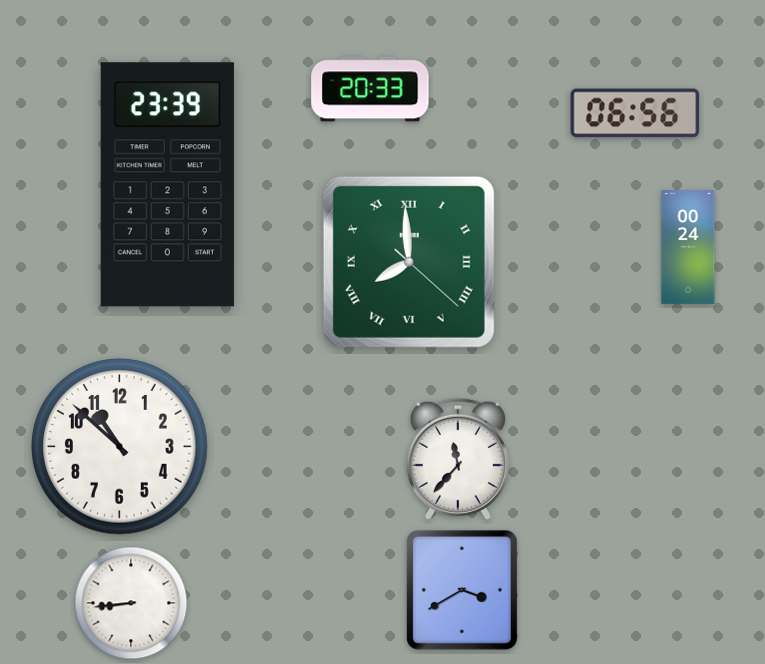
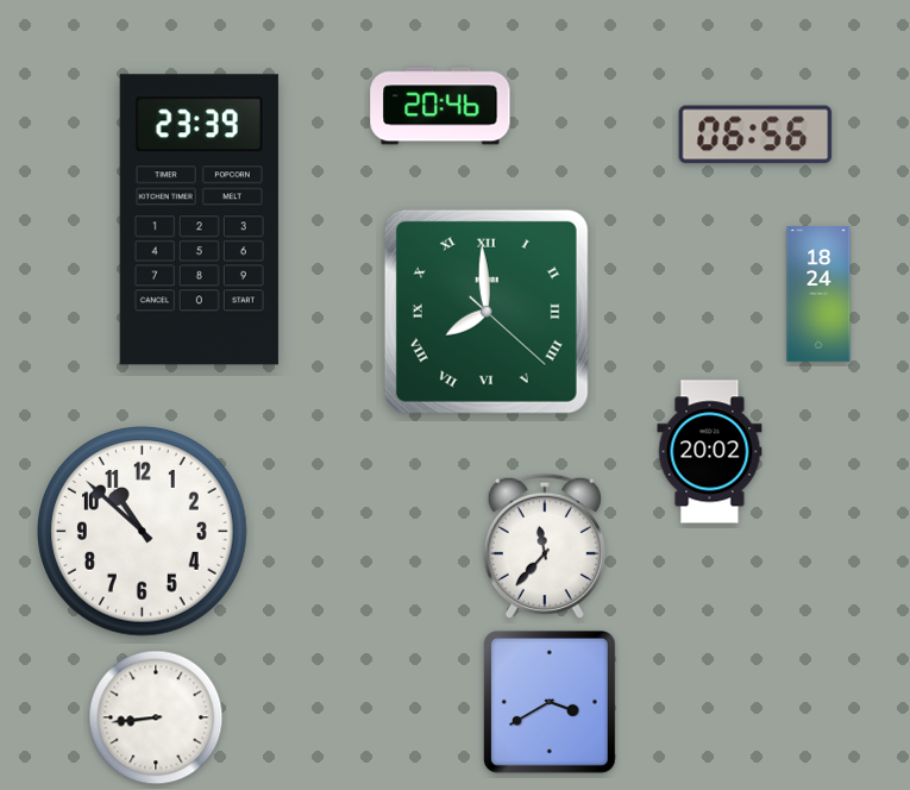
clock at (370, 89): 20:33 -> 20:46
clock at (688, 247): 00:24 -> 18:24
clock at (710, 452): none -> 20:02
